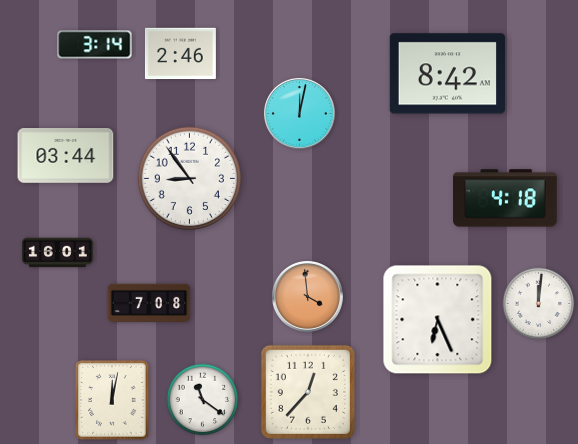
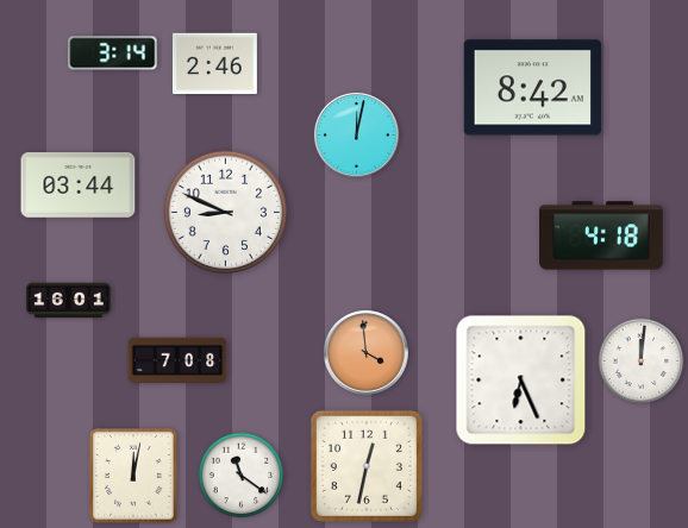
clock at (189, 178): 8:54 -> 8:49
clock at (308, 392): 12:37 -> 12:32
